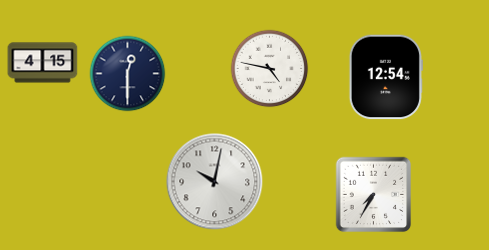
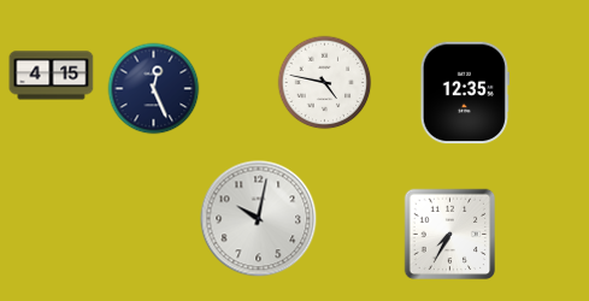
clock at (128, 74): 12:30 -> 12:26
clock at (386, 77): 12:54 -> 12:35
